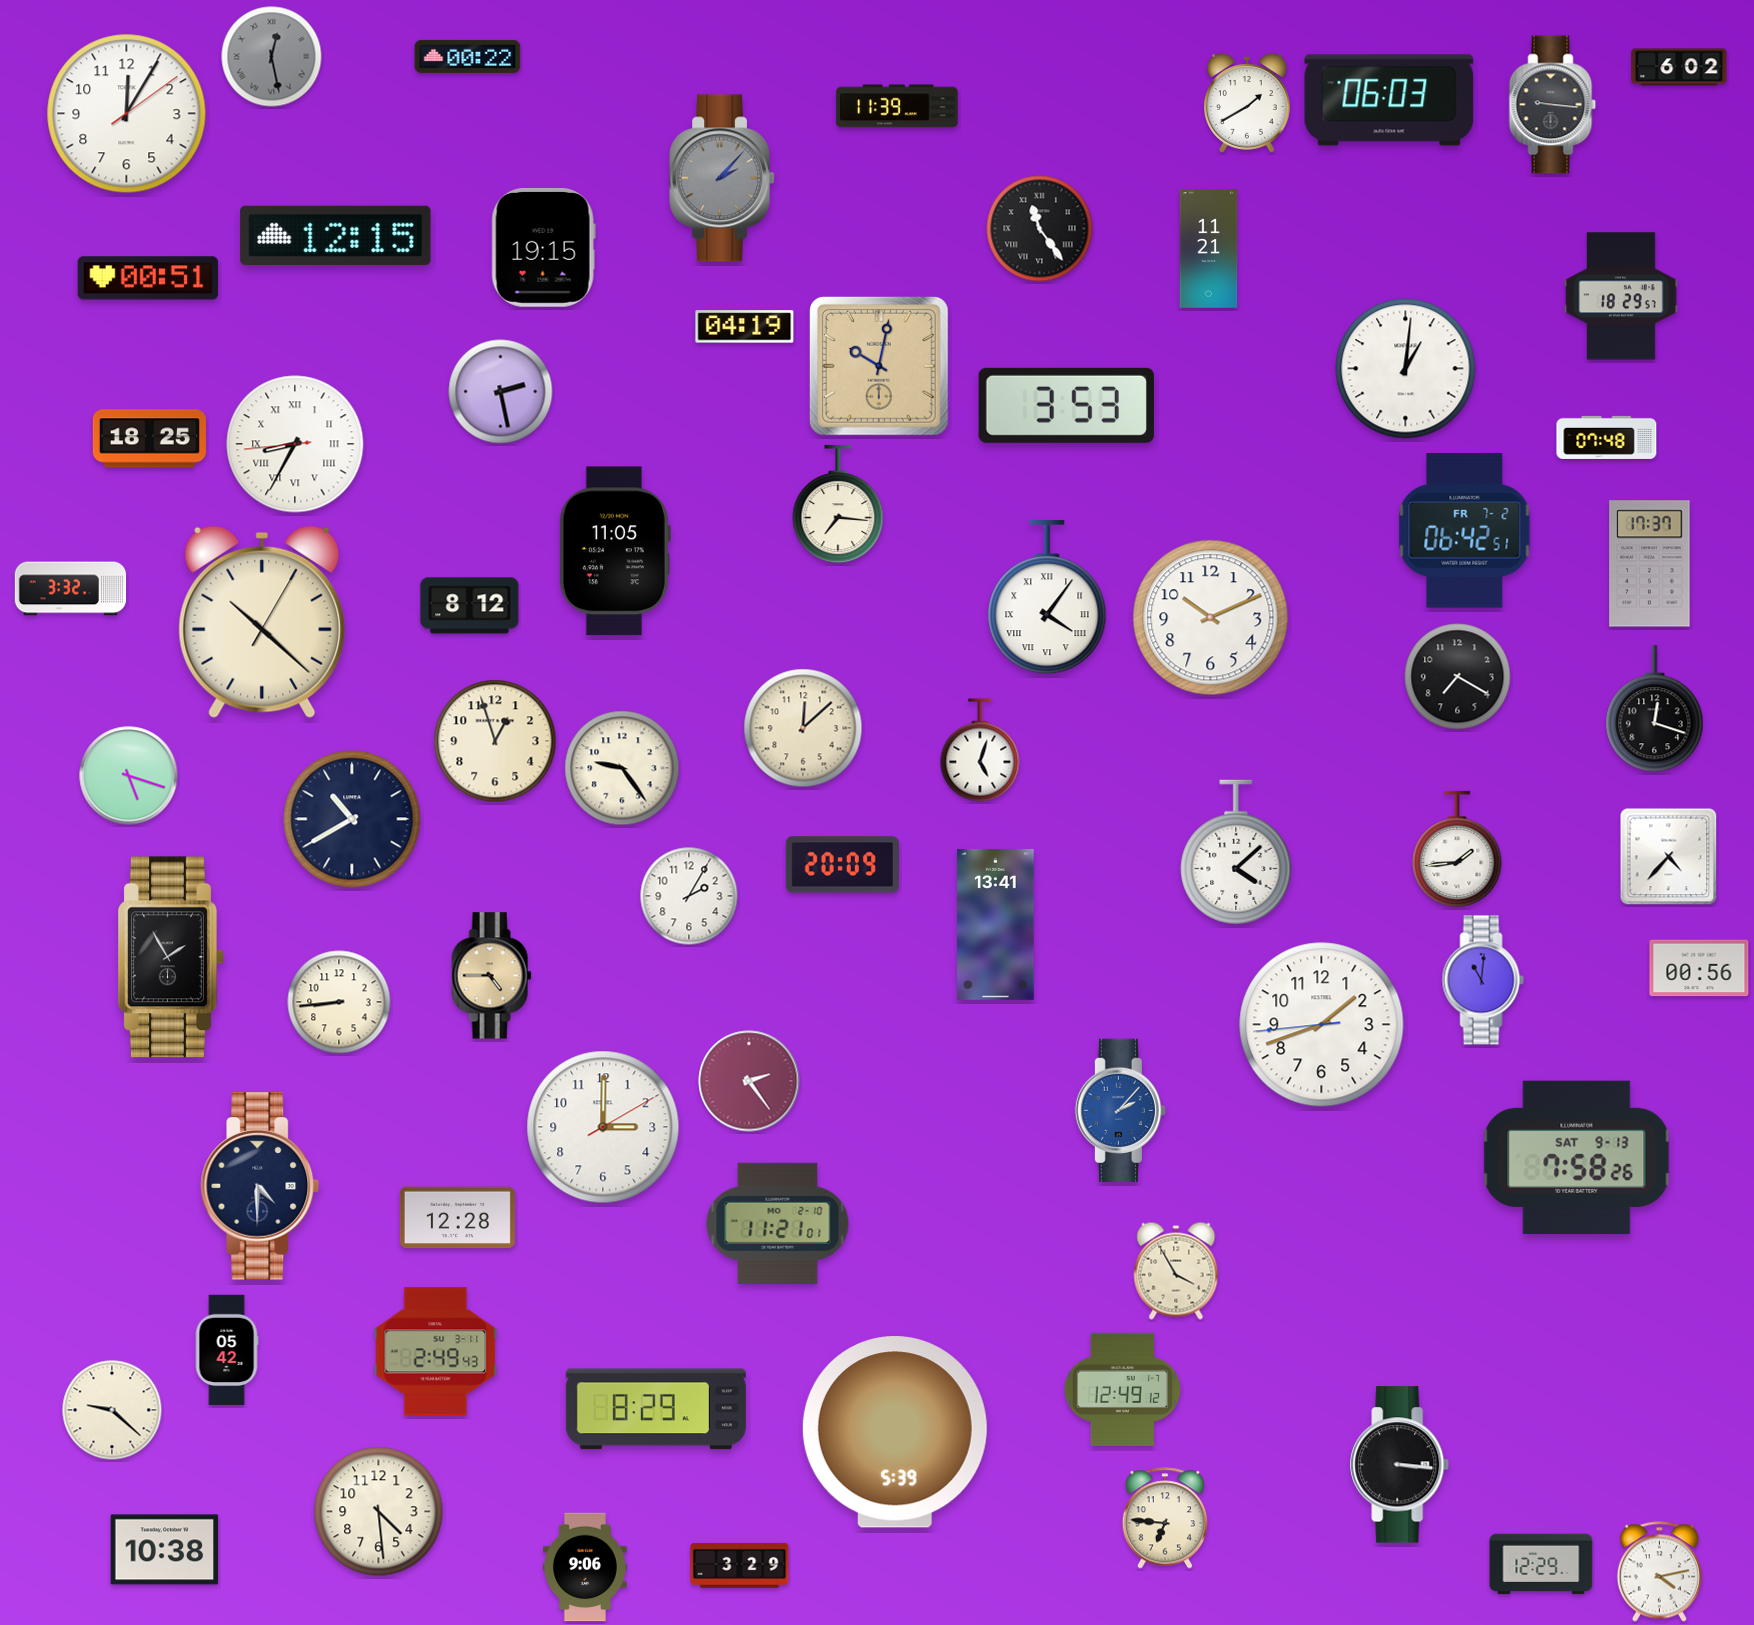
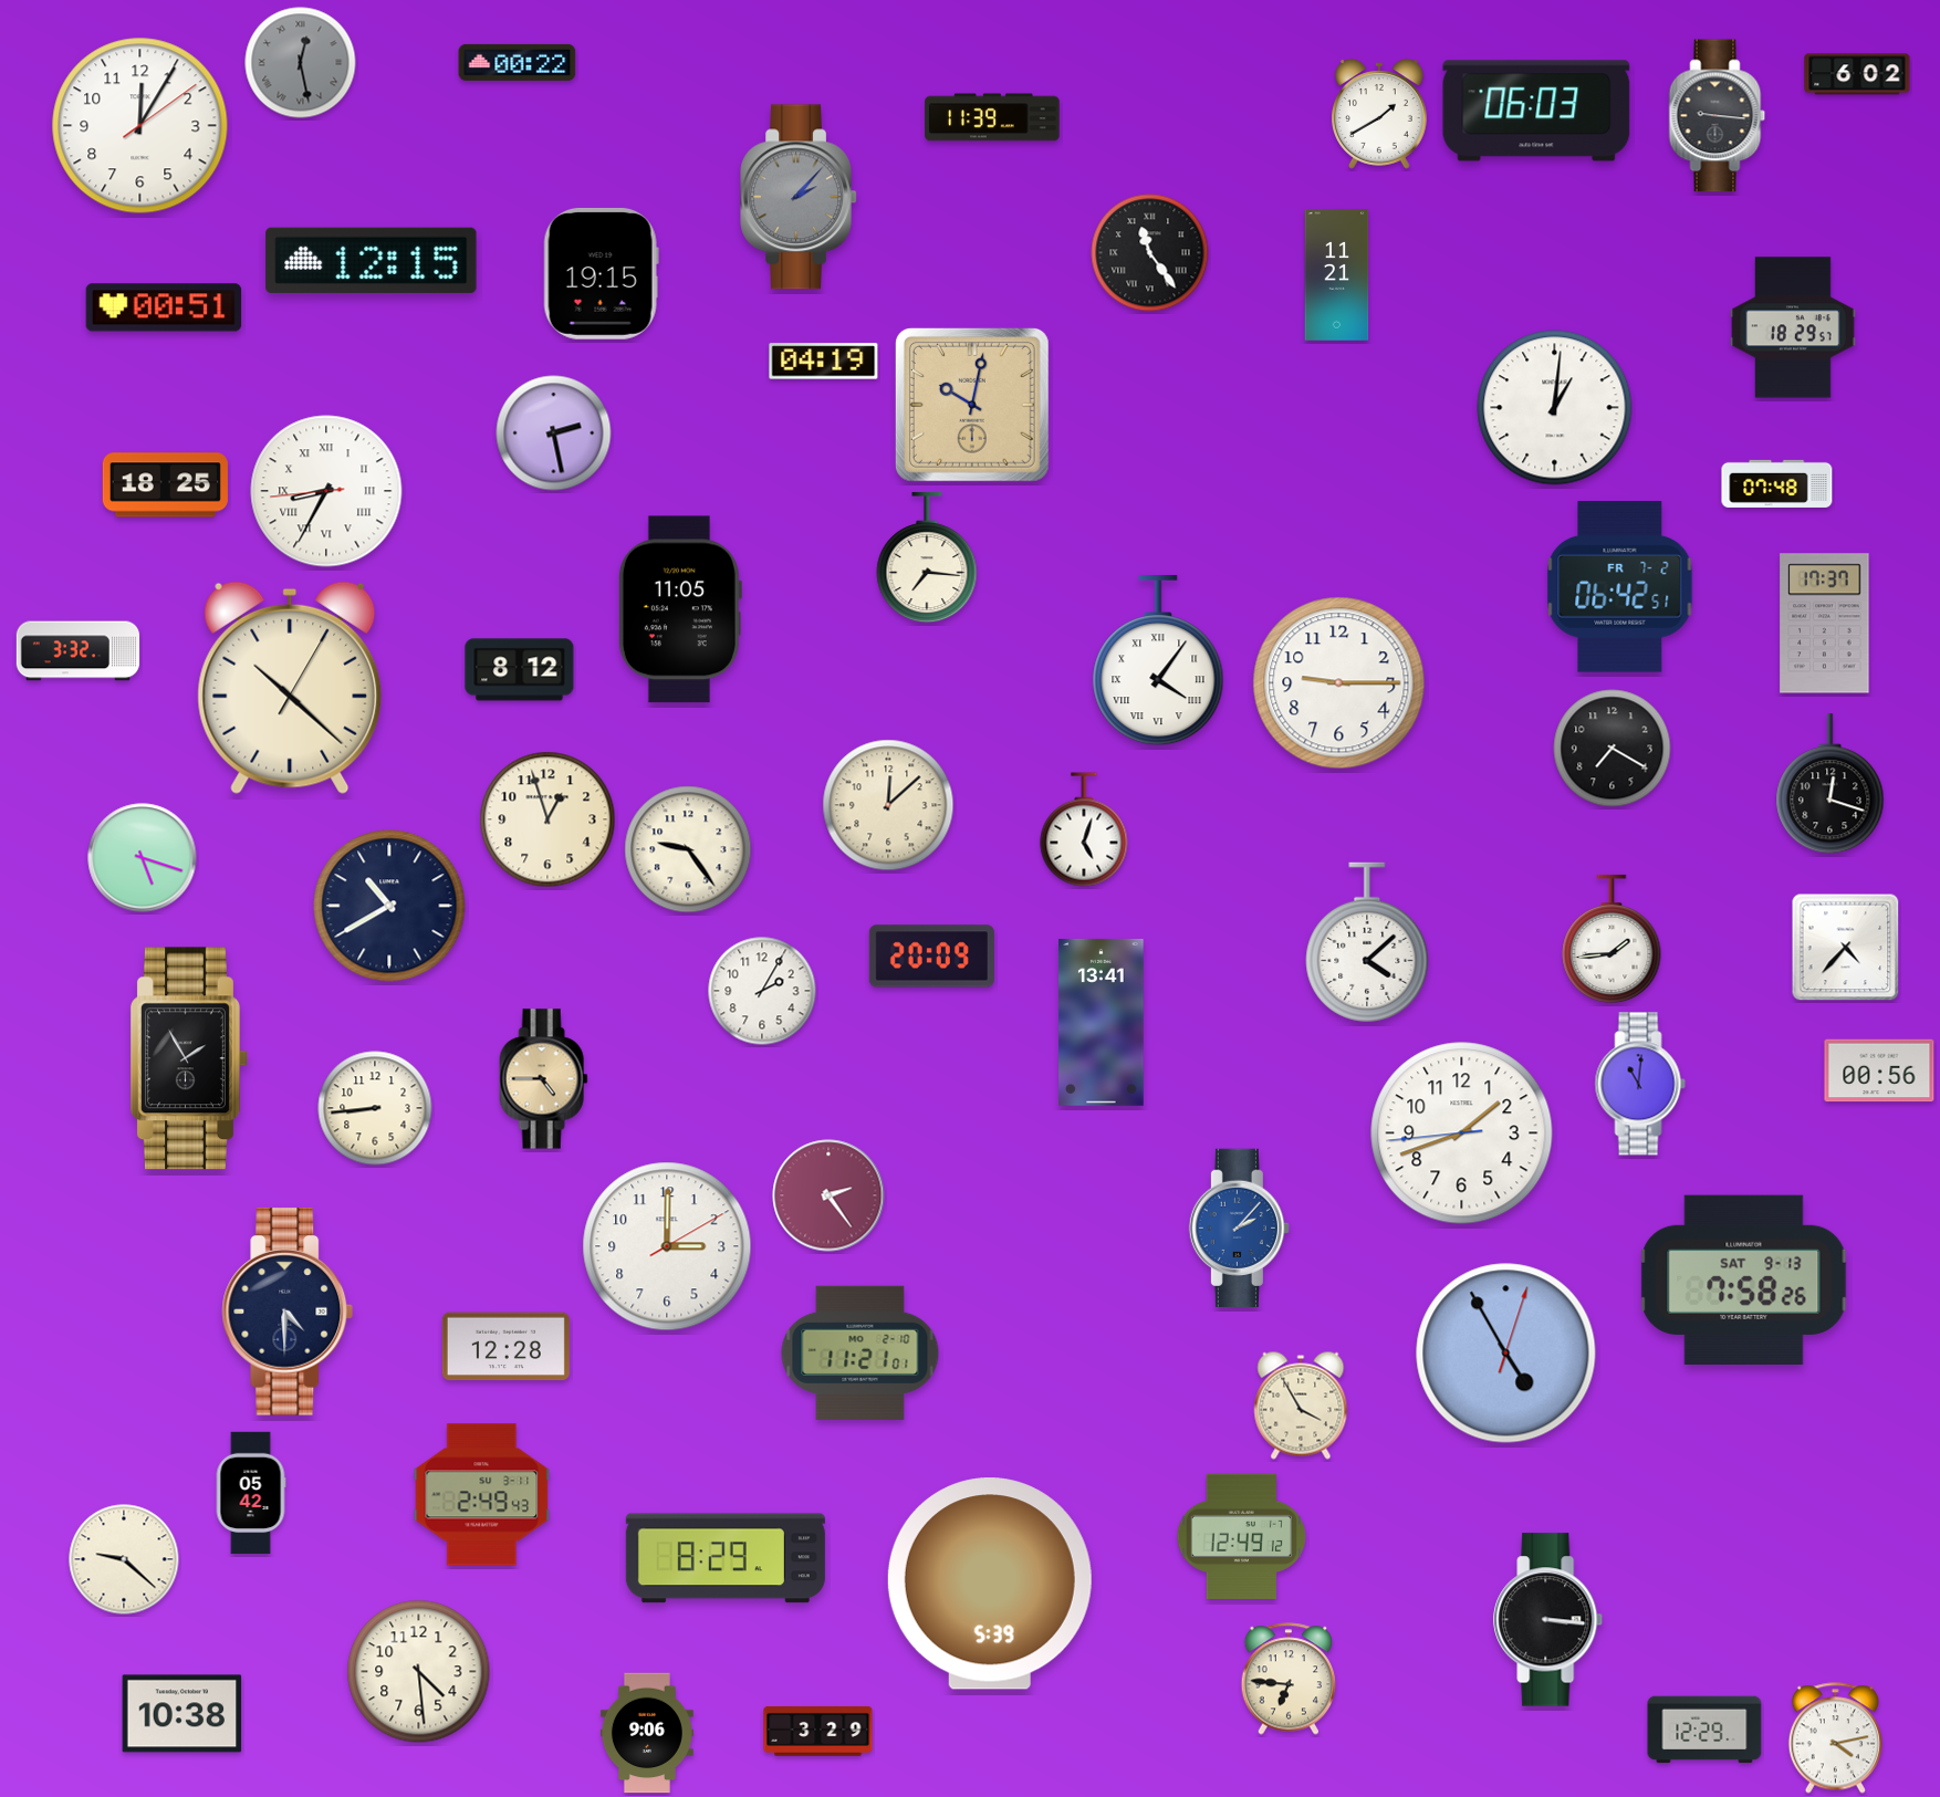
clock at (1066, 405): 3:53 -> none
clock at (1211, 618): 10:11 -> 9:15
clock at (1506, 1354): none -> 4:55
